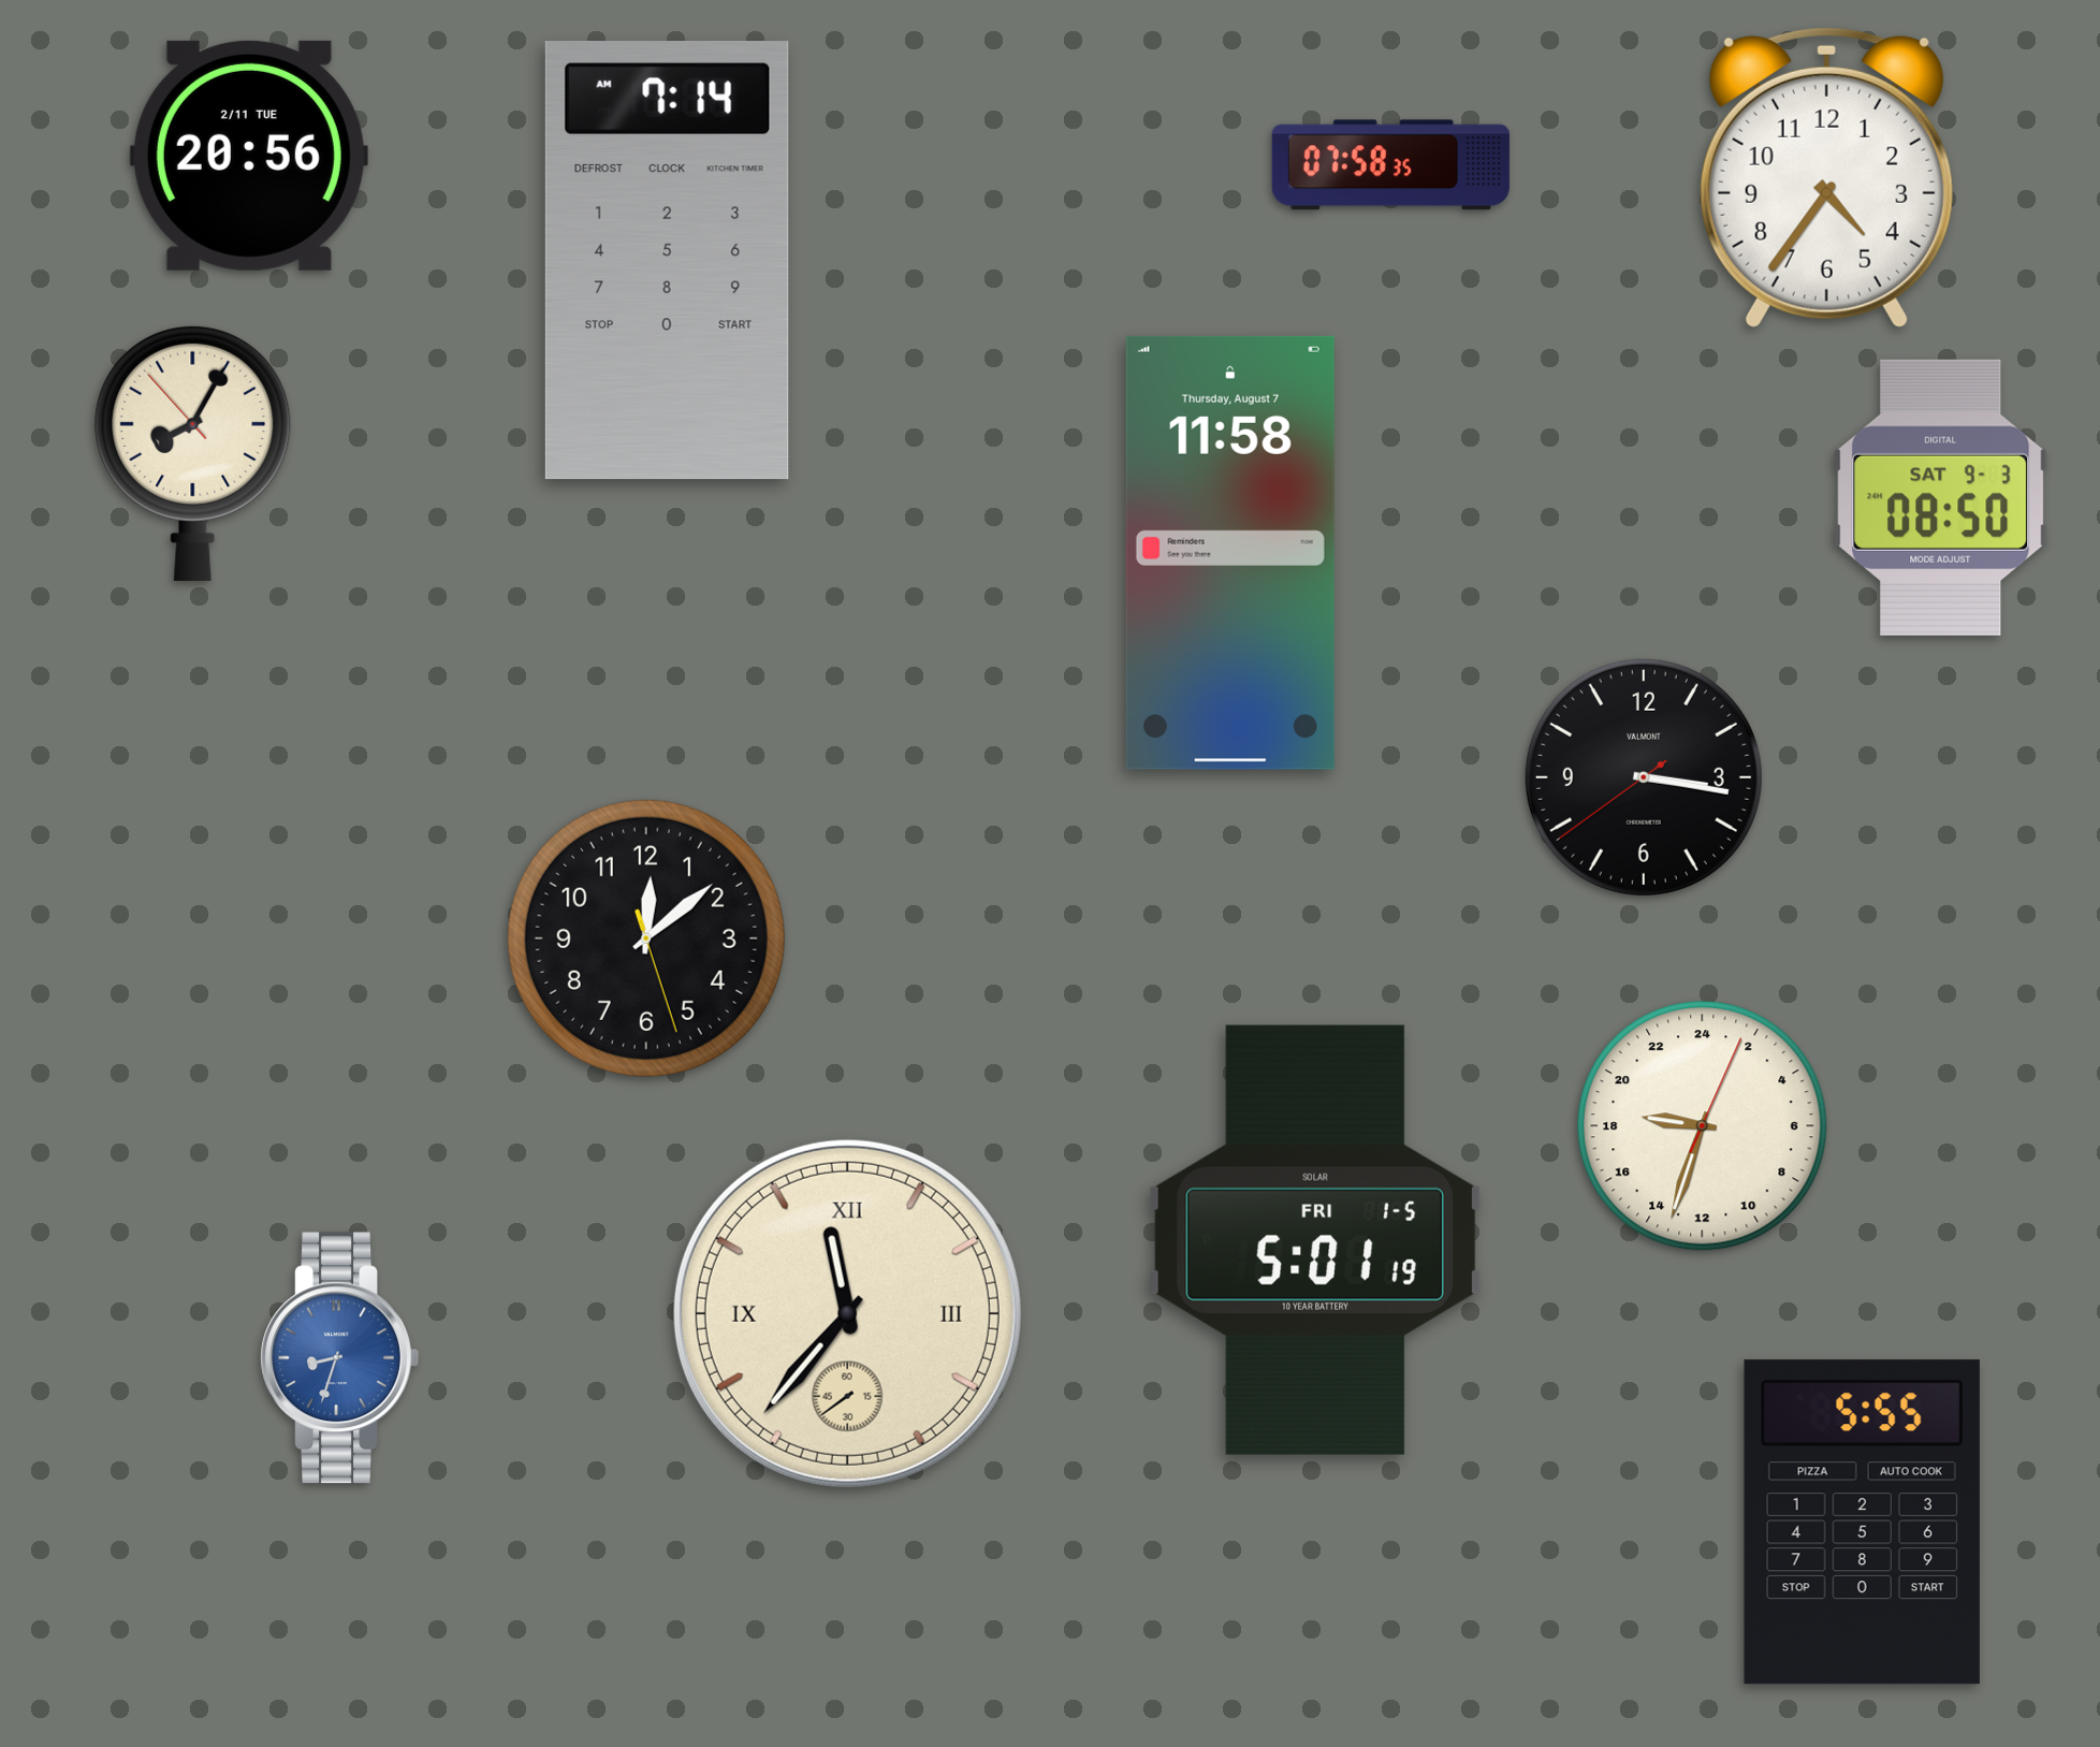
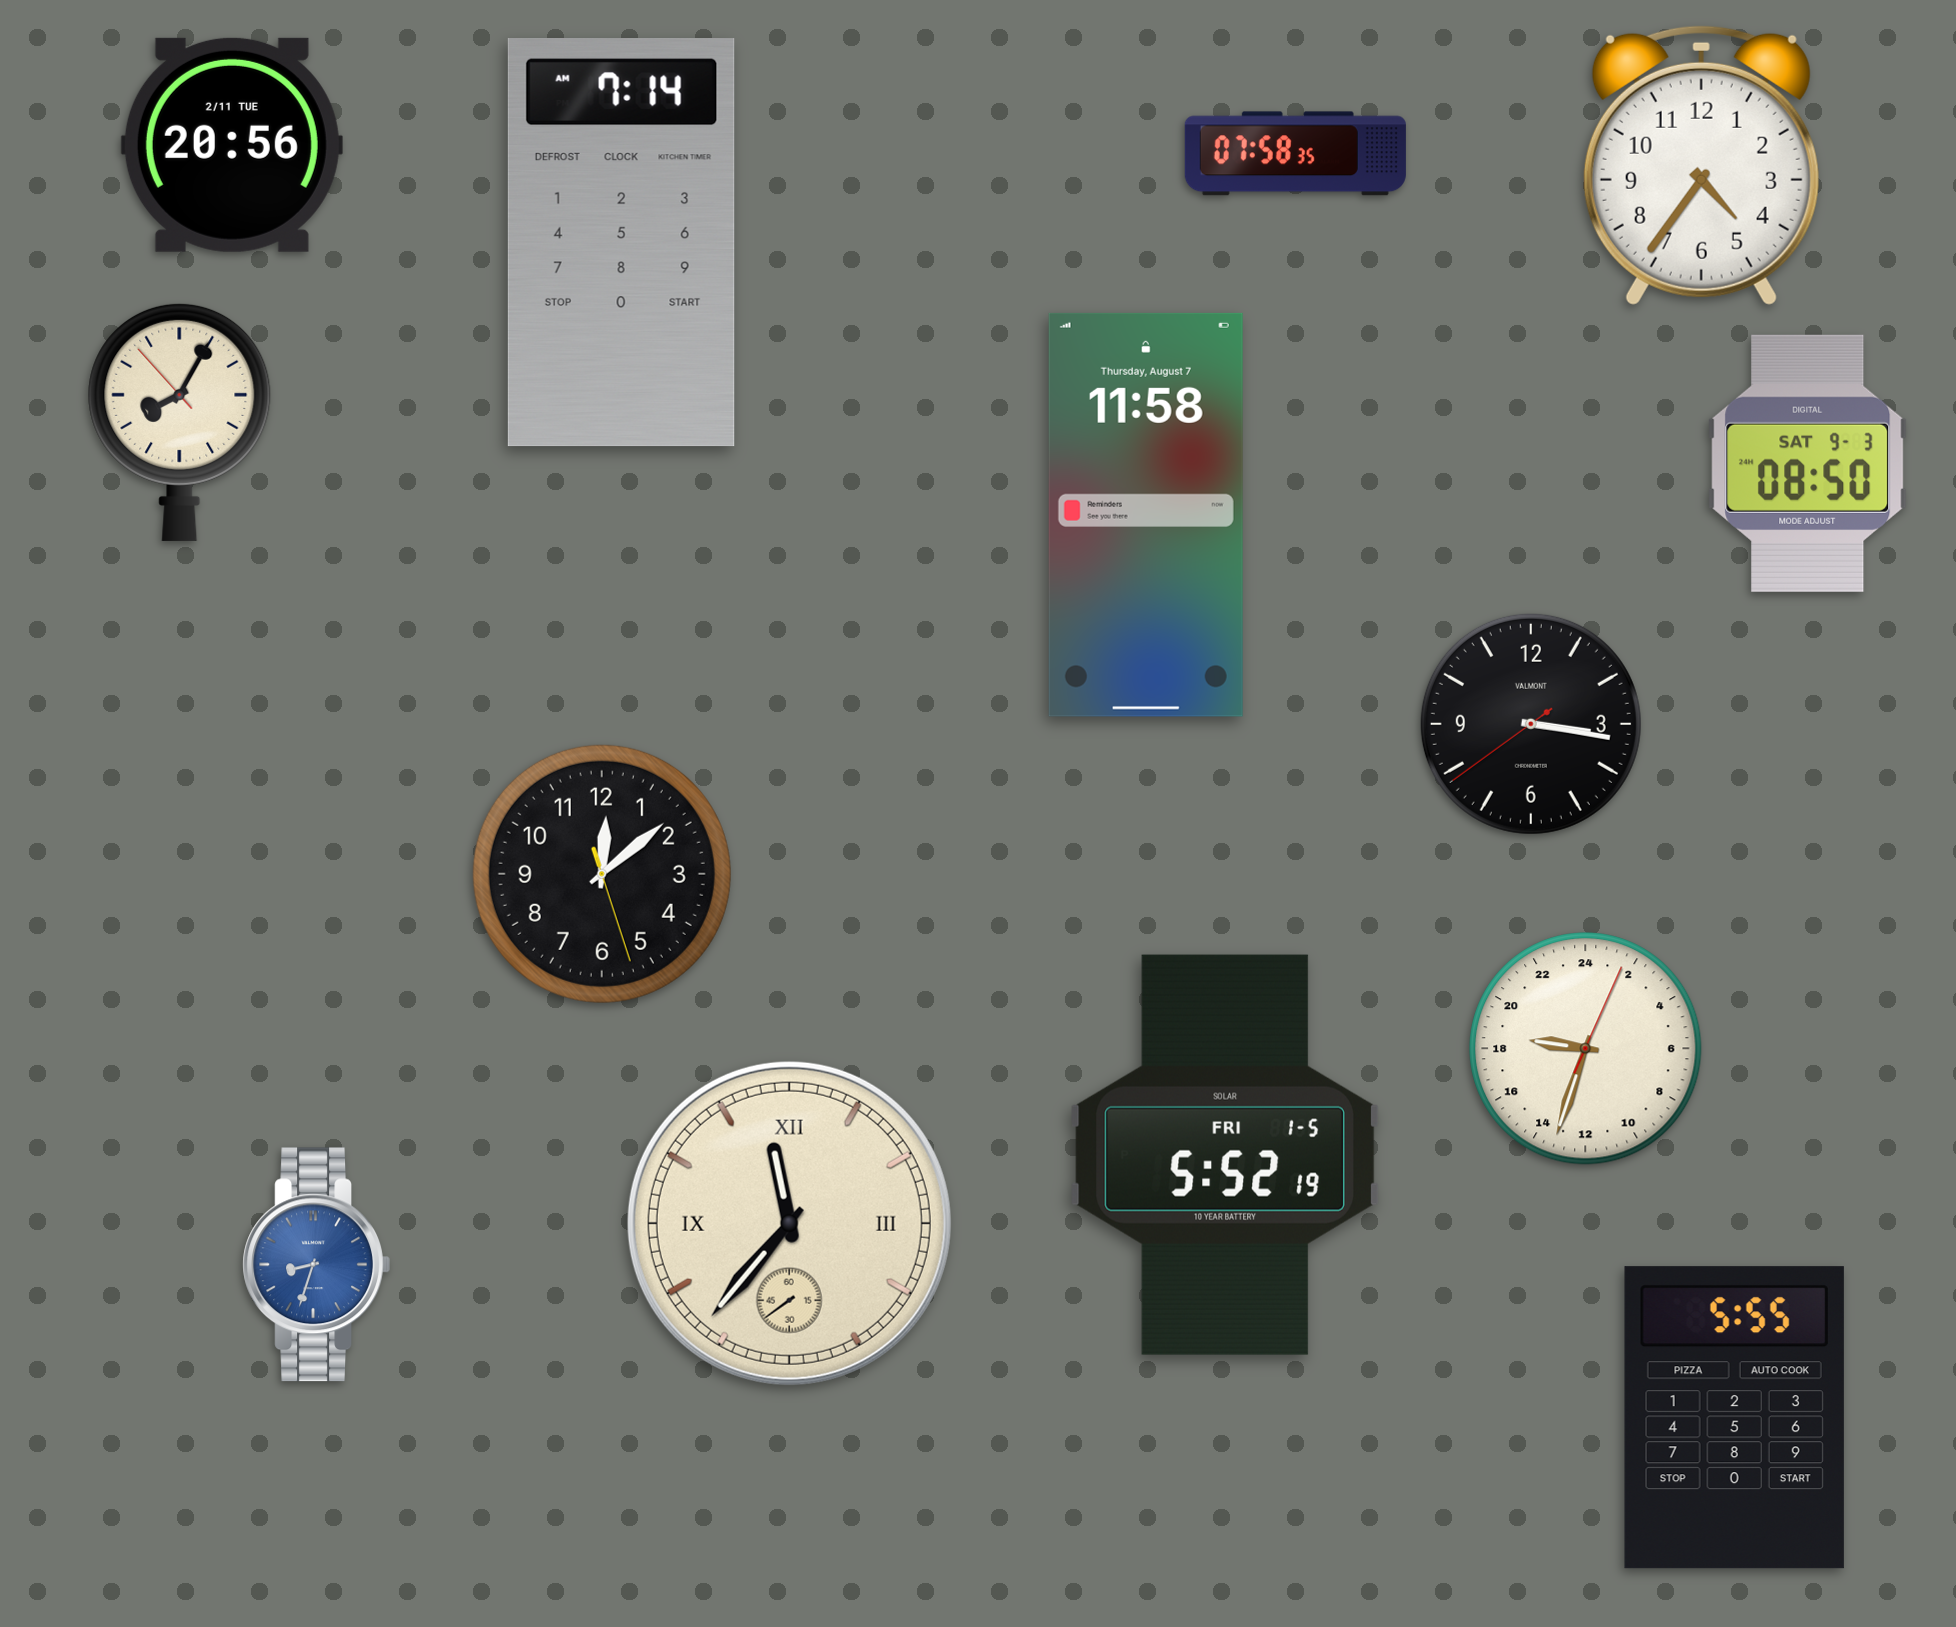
clock at (1315, 1240): 5:01 -> 5:52
